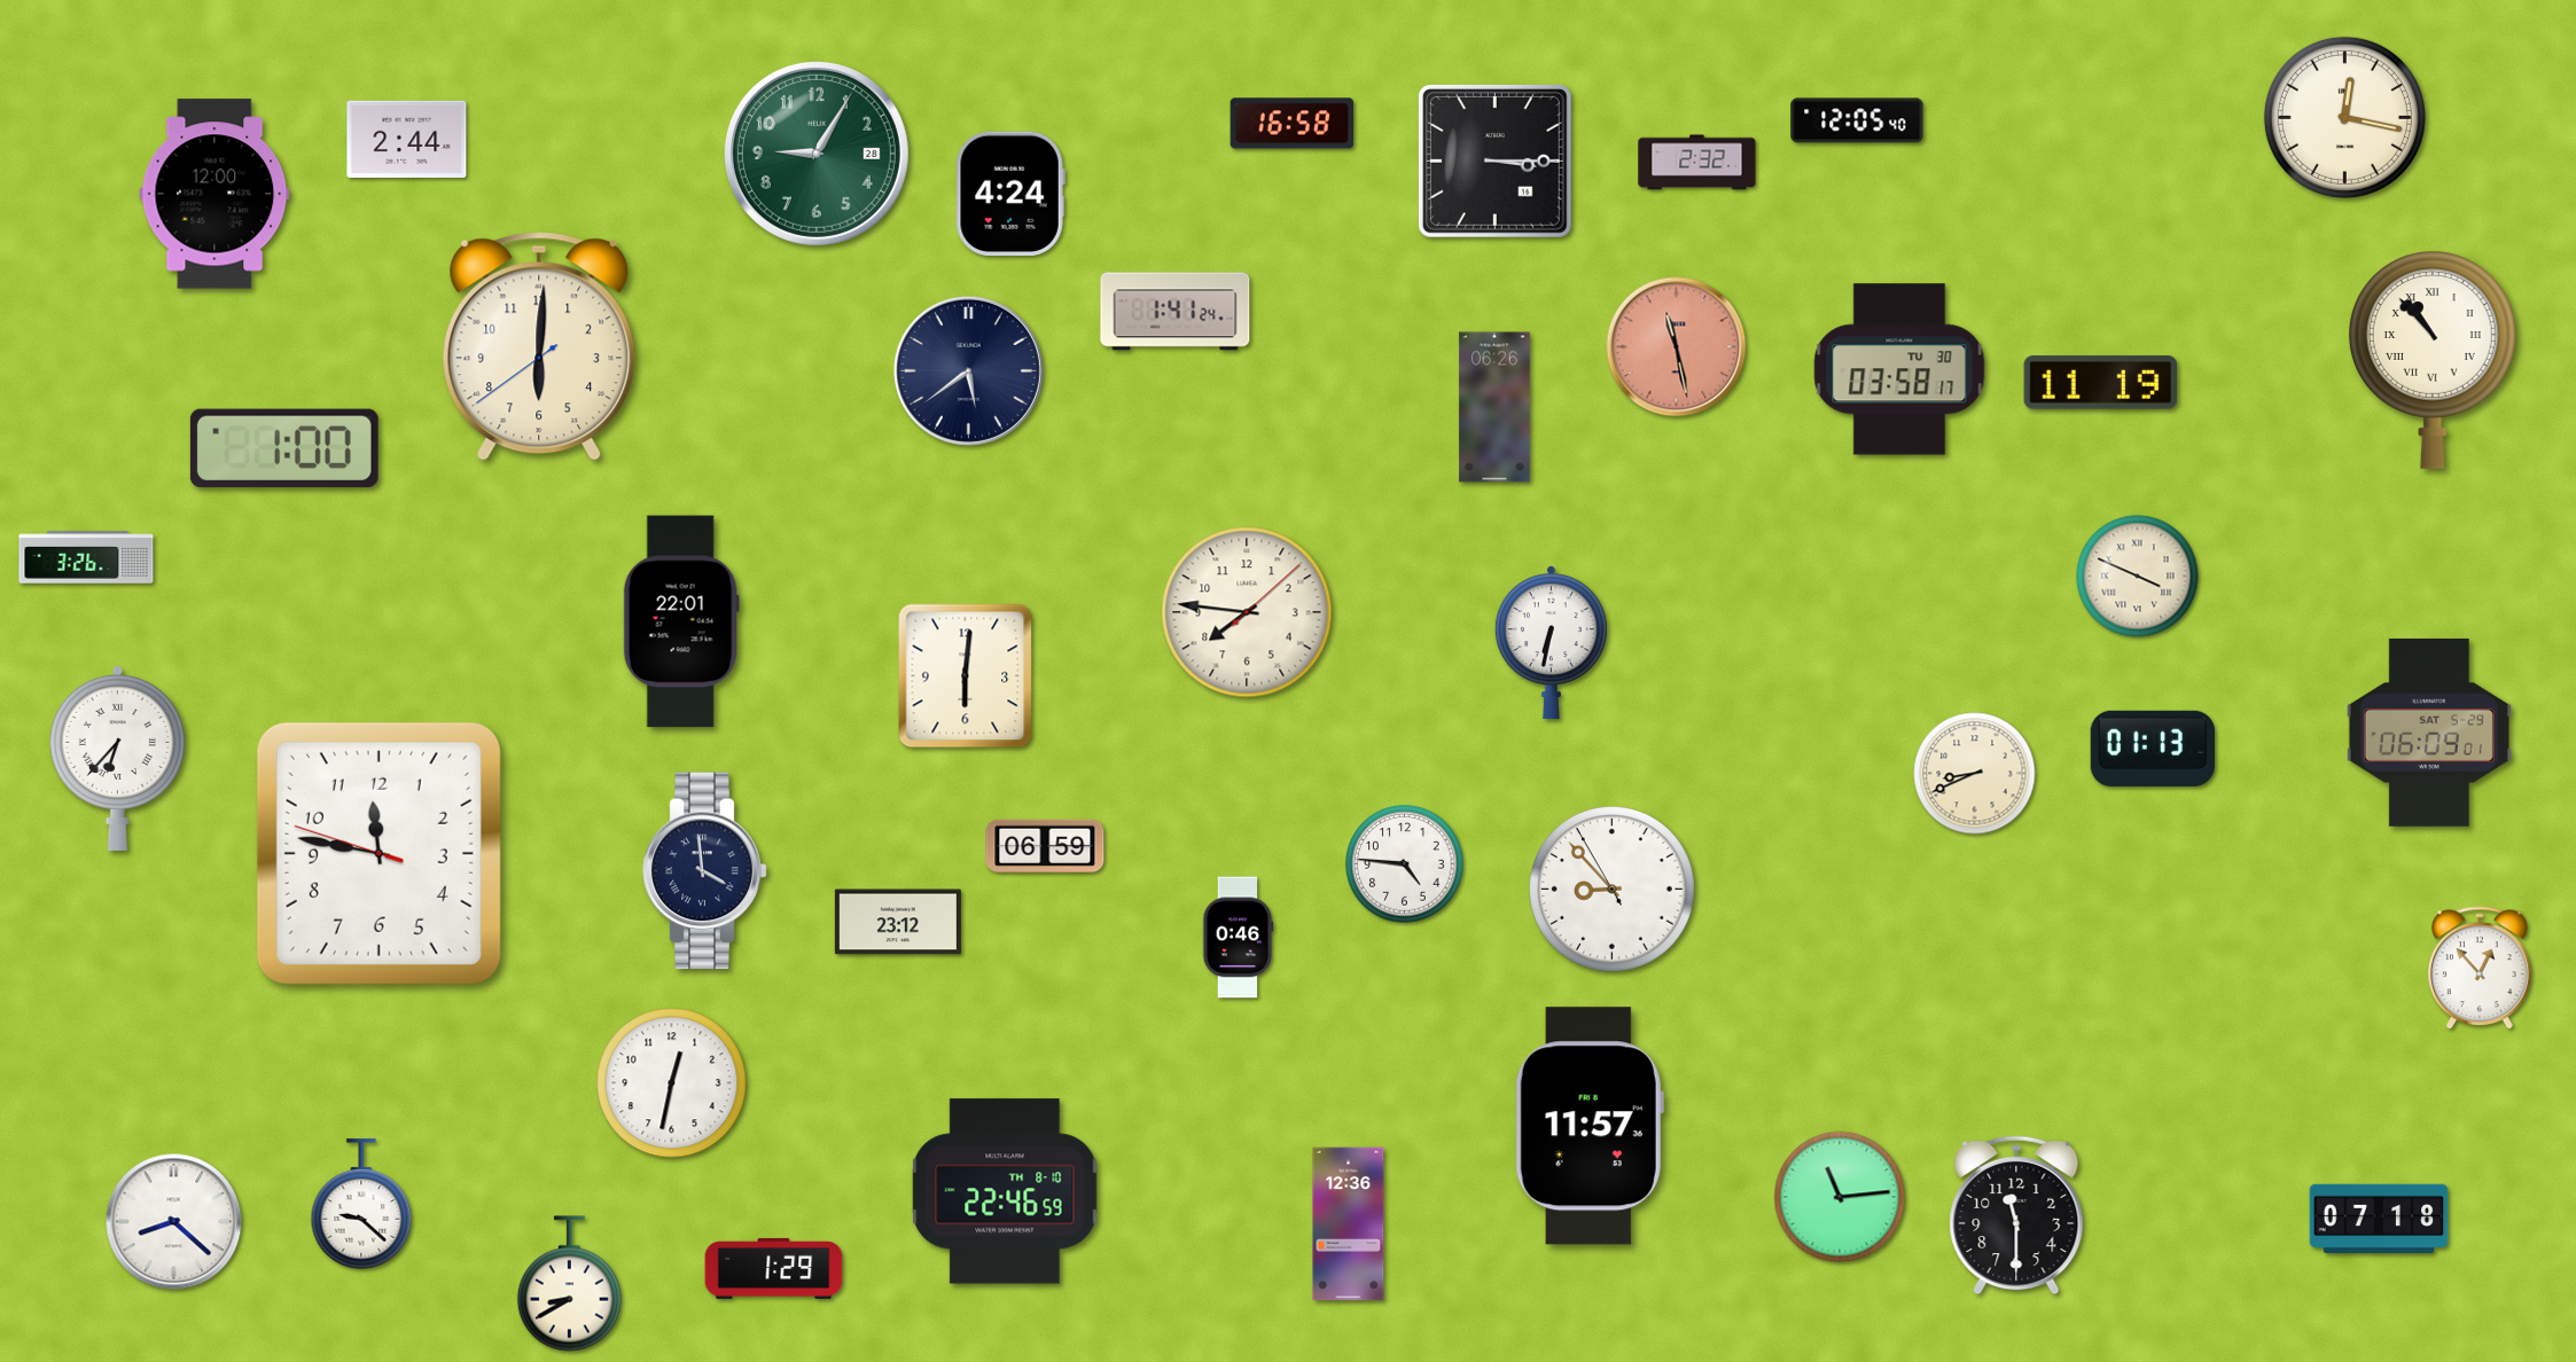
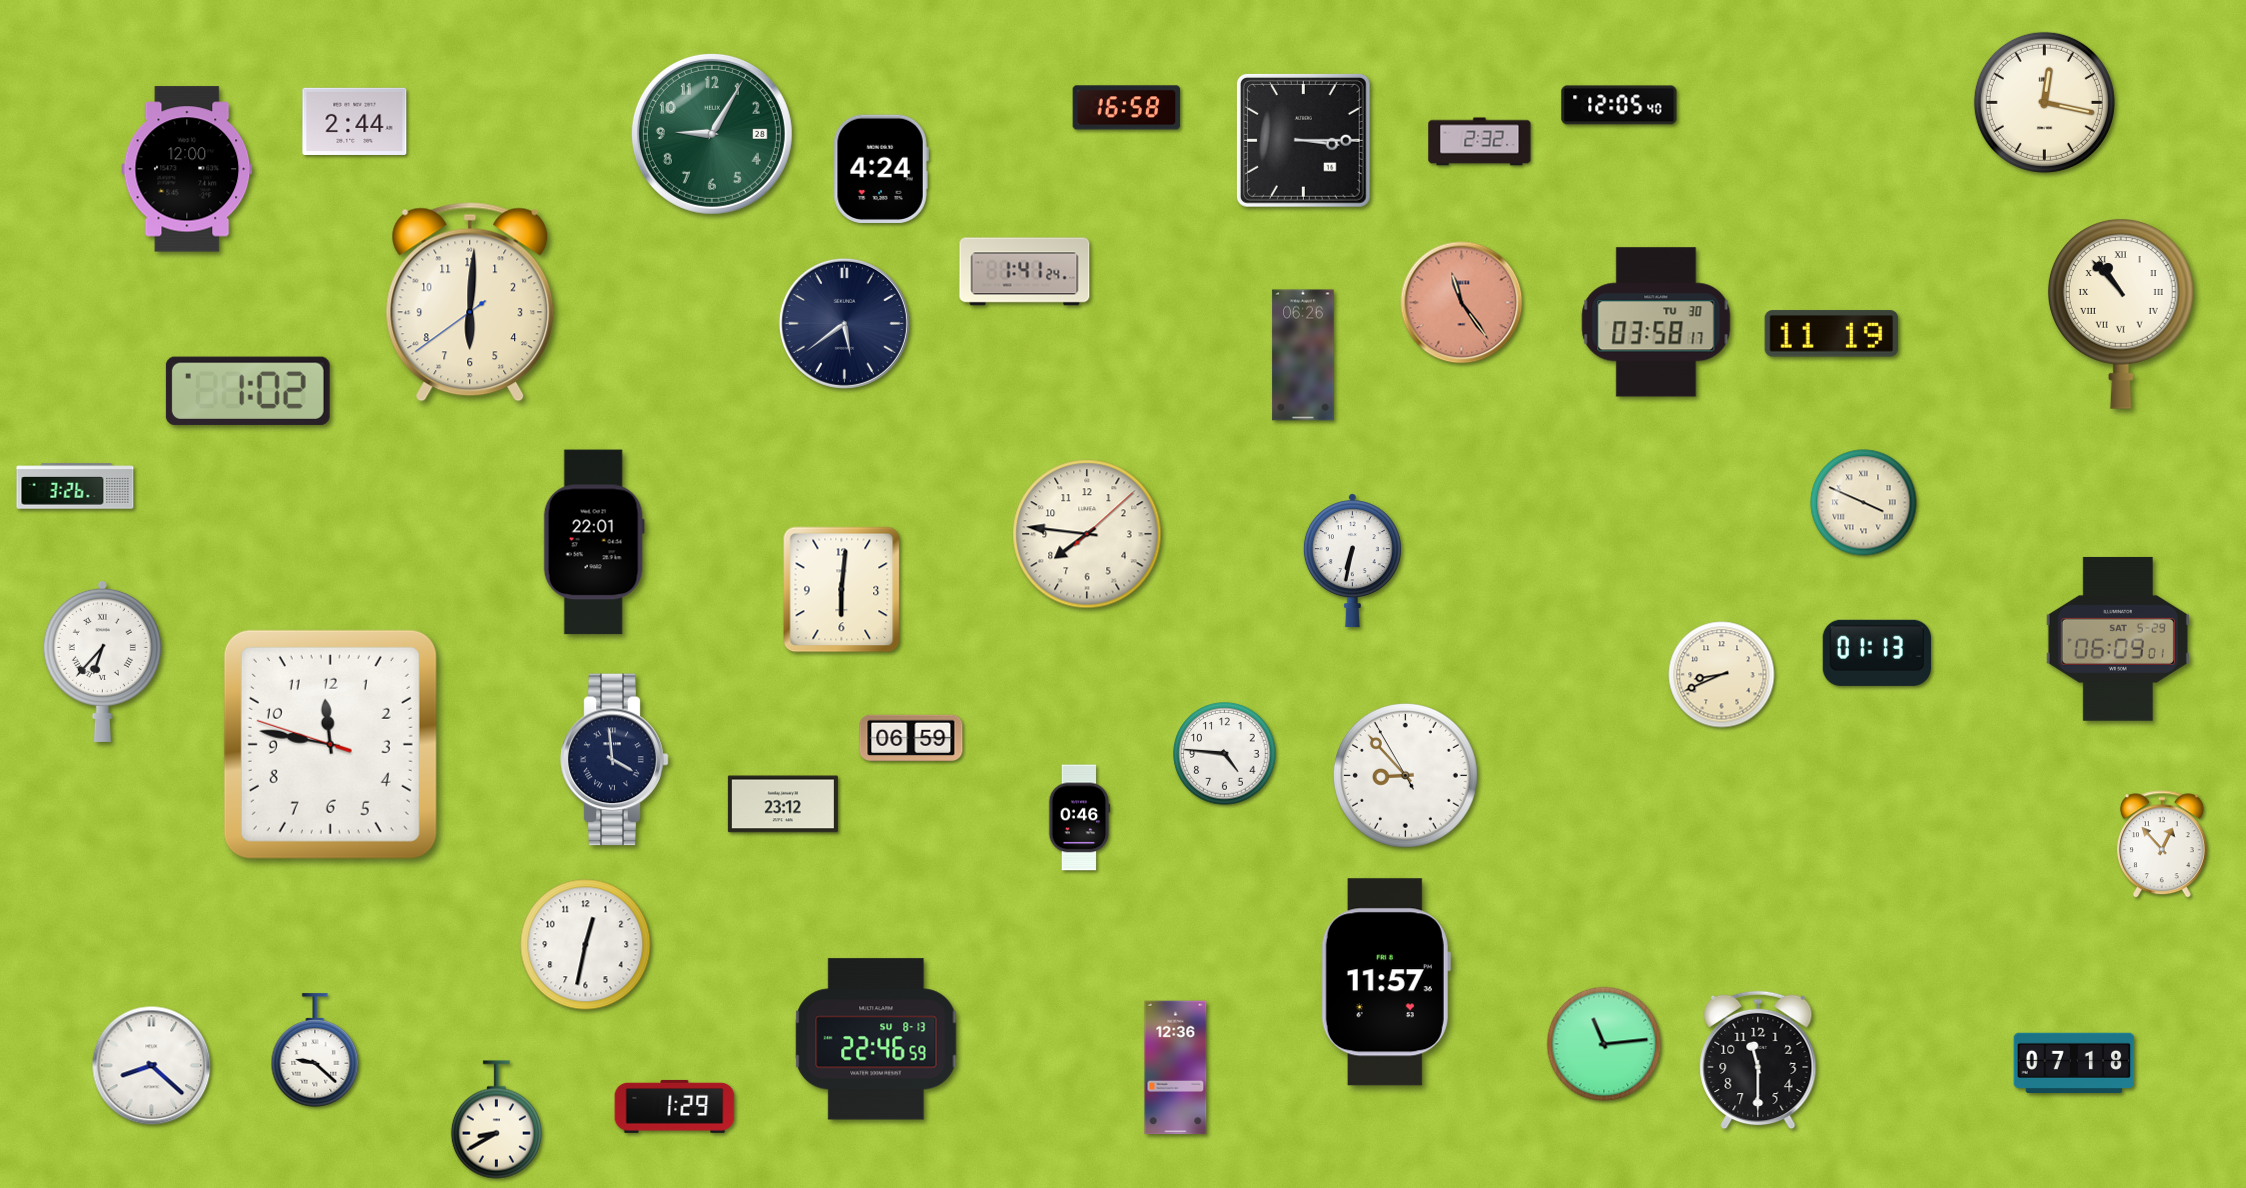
clock at (1677, 347): 11:28 -> 11:24
clock at (284, 448): 1:00 -> 1:02
clock at (1005, 1191) date: TH 8-10 -> SU 8-13
